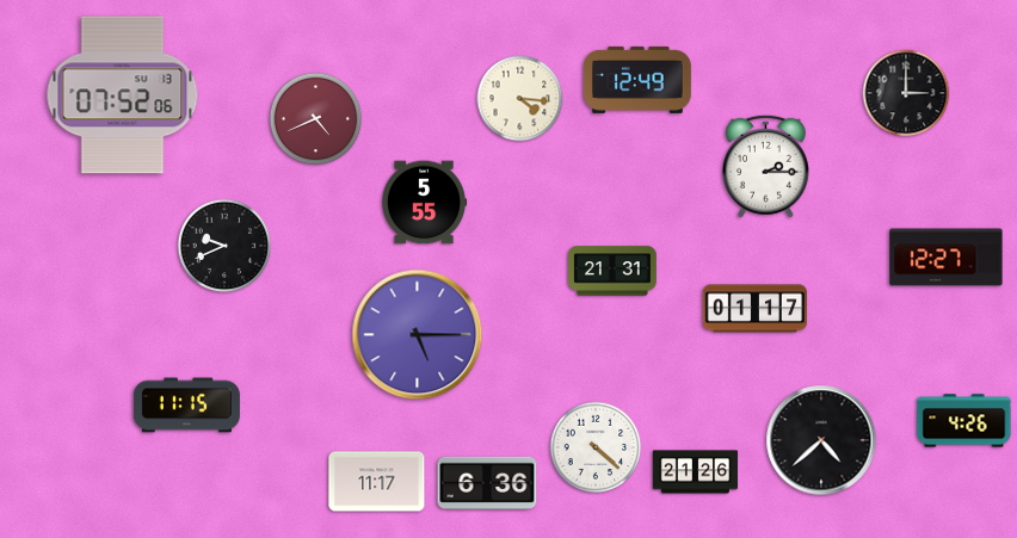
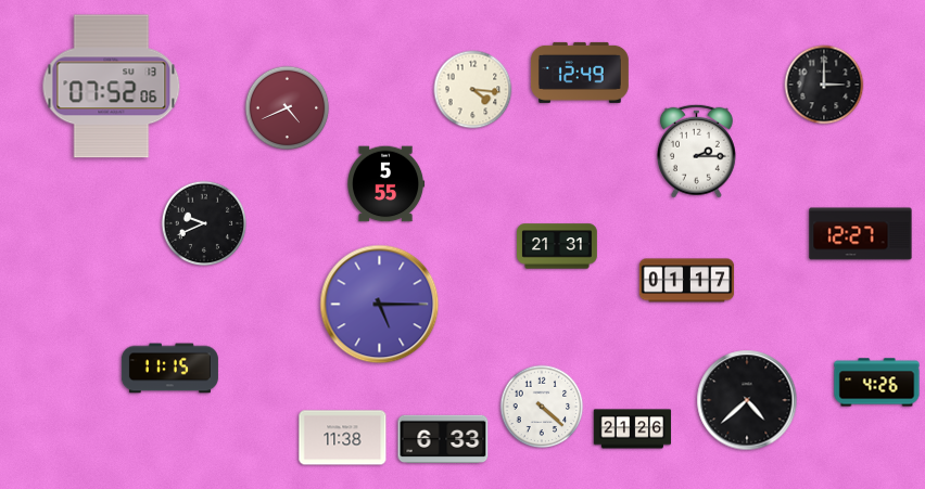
clock at (377, 482): 11:17 -> 11:38
clock at (487, 483): 6:36 -> 6:33
